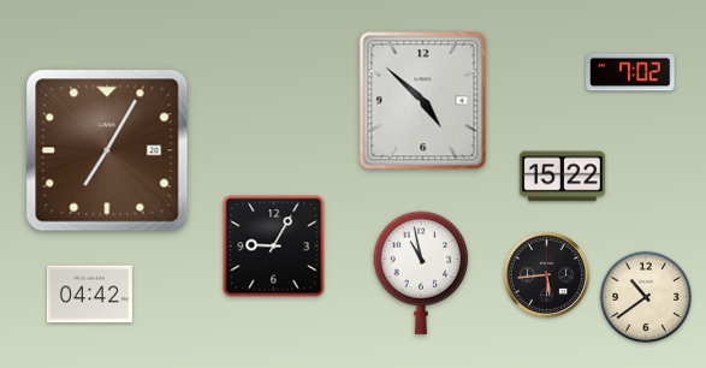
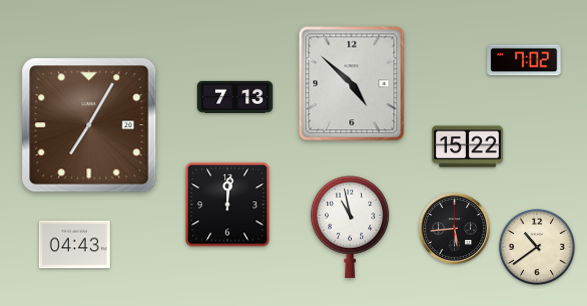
clock at (235, 97): none -> 7:13
clock at (274, 247): 9:05 -> 12:01
clock at (89, 295): 04:42 -> 04:43
